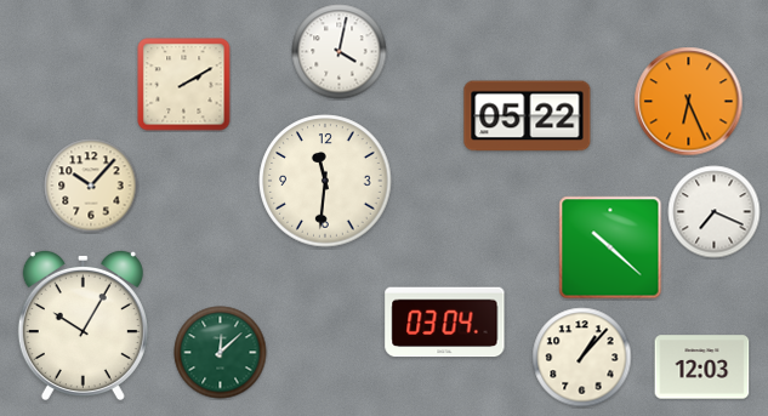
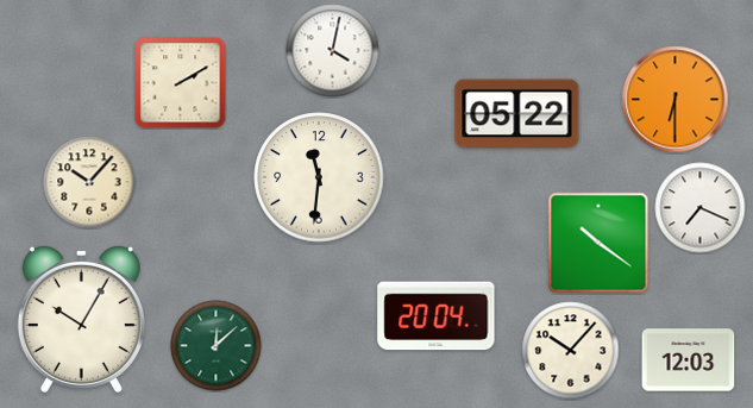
clock at (689, 102): 6:26 -> 6:30
clock at (610, 247): 10:22 -> 10:21
clock at (445, 323): 03:04 -> 20:04
clock at (582, 358): 1:07 -> 10:07
